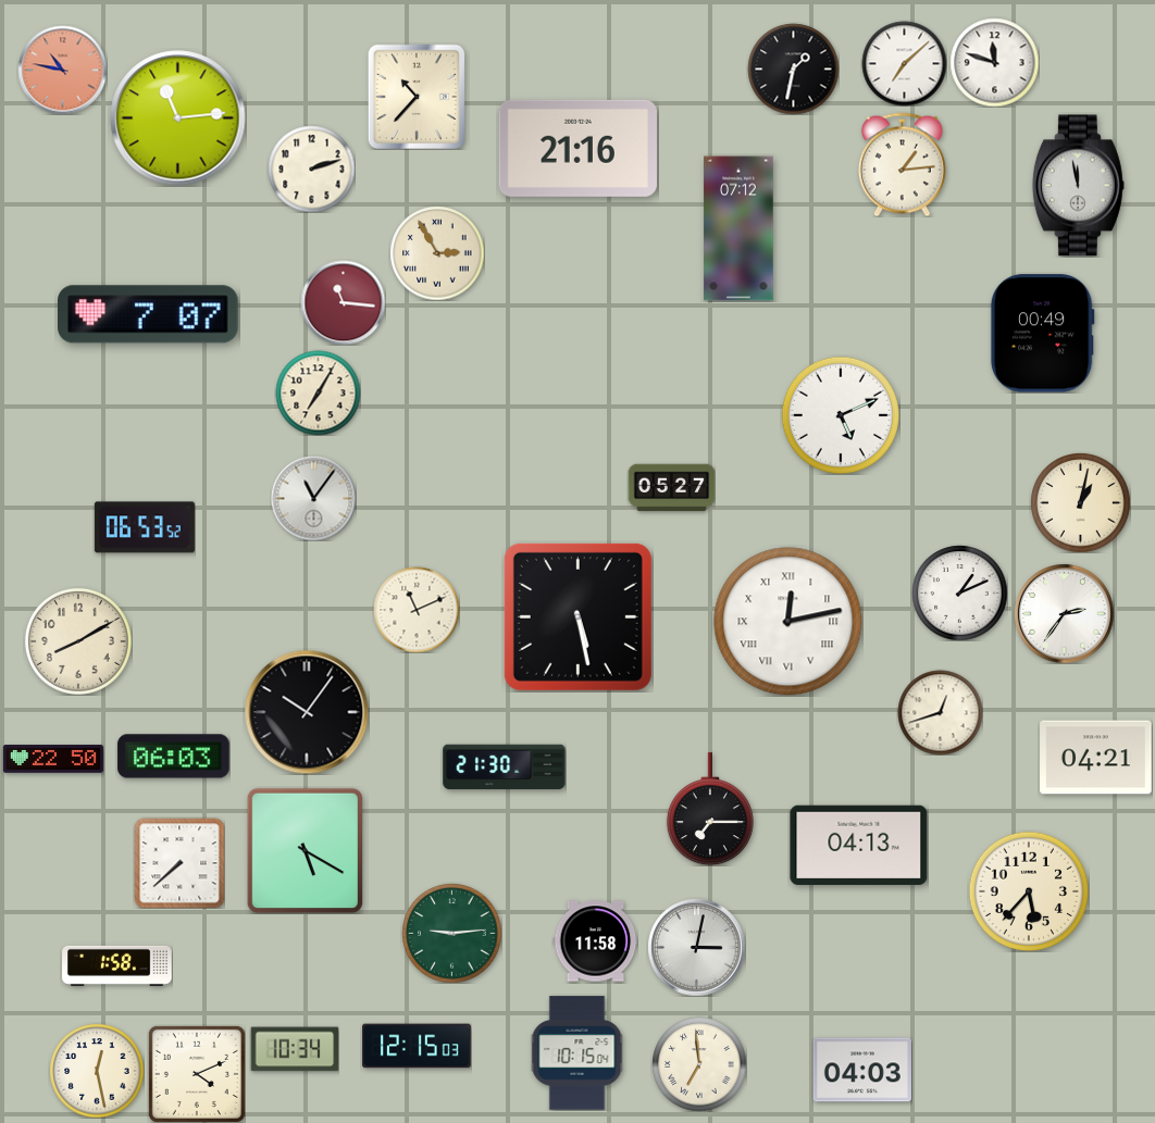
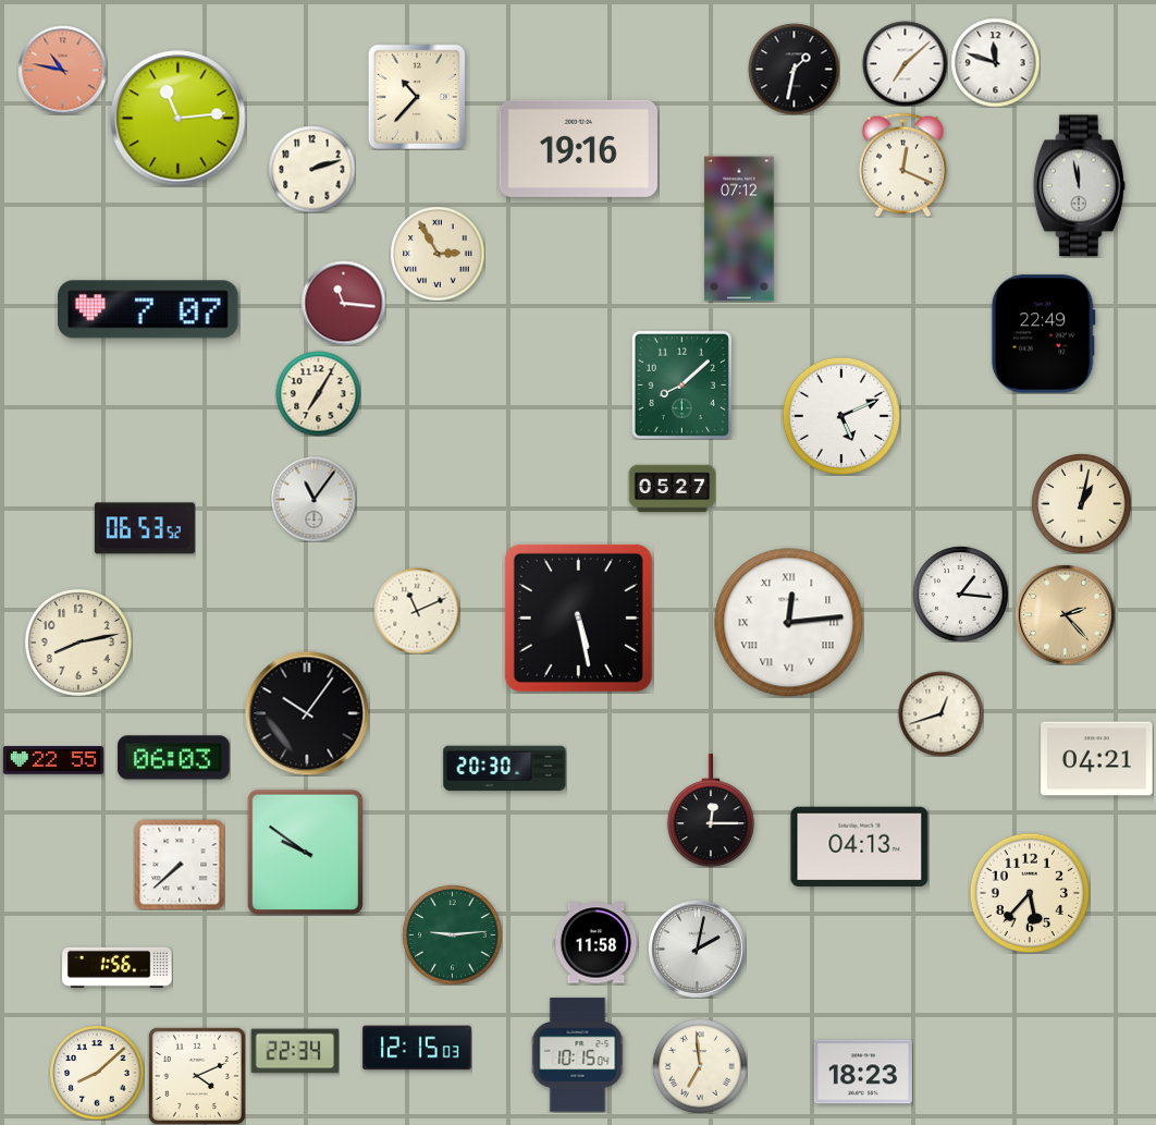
clock at (577, 148): 21:16 -> 19:16
clock at (902, 164): 1:14 -> 12:19
clock at (149, 314) position: (149, 314) -> (149, 309)
clock at (1042, 334): 00:49 -> 22:49
clock at (681, 384): none -> 8:08
clock at (959, 592): 1:11 -> 1:16
clock at (1064, 613): 2:36 -> 2:23
clock at (1064, 613) dial: white -> champagne
clock at (788, 622): 12:13 -> 12:14
clock at (78, 641): 8:10 -> 8:13
clock at (53, 759): 22:50 -> 22:55
clock at (505, 768): 21:30 -> 20:30
clock at (710, 809): 7:15 -> 12:15
clock at (305, 850): 5:20 -> 9:51
clock at (696, 947): 3:02 -> 2:02
clock at (117, 965): 1:58 -> 1:56
clock at (295, 1049): 10:34 -> 22:34
clock at (862, 1070): 04:03 -> 18:23
clock at (97, 1071): 12:28 -> 8:08
